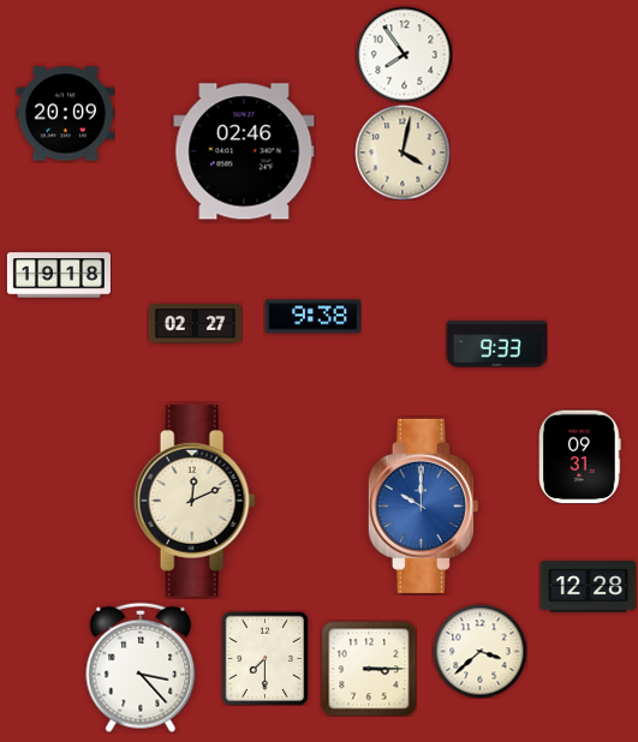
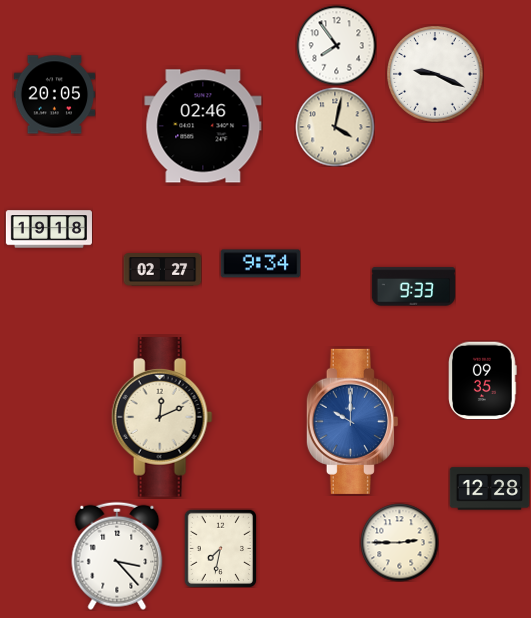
clock at (435, 74): none -> 9:19
clock at (65, 114): 20:09 -> 20:05
clock at (312, 317): 9:38 -> 9:34
clock at (580, 456): 09:31 -> 09:35
clock at (479, 651): 3:38 -> 2:45
clock at (264, 658): 7:30 -> 7:32
clock at (369, 669): 3:15 -> none
